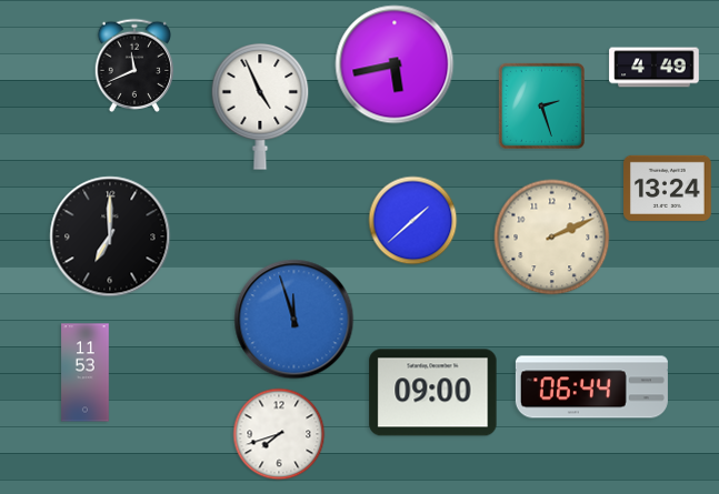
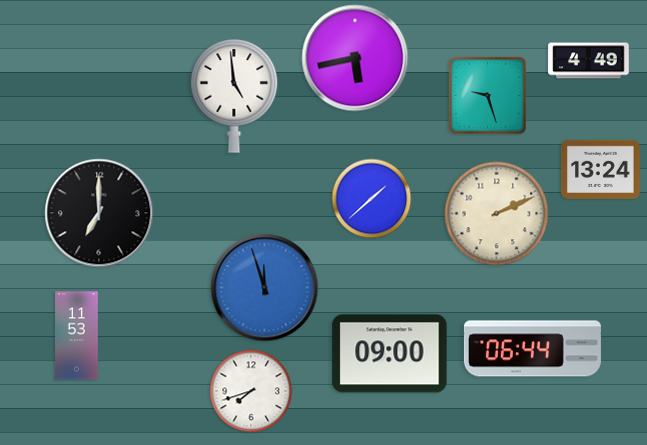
clock at (134, 65): 11:41 -> none
clock at (541, 105): 2:27 -> 9:27
clock at (260, 107): 4:56 -> 4:59
